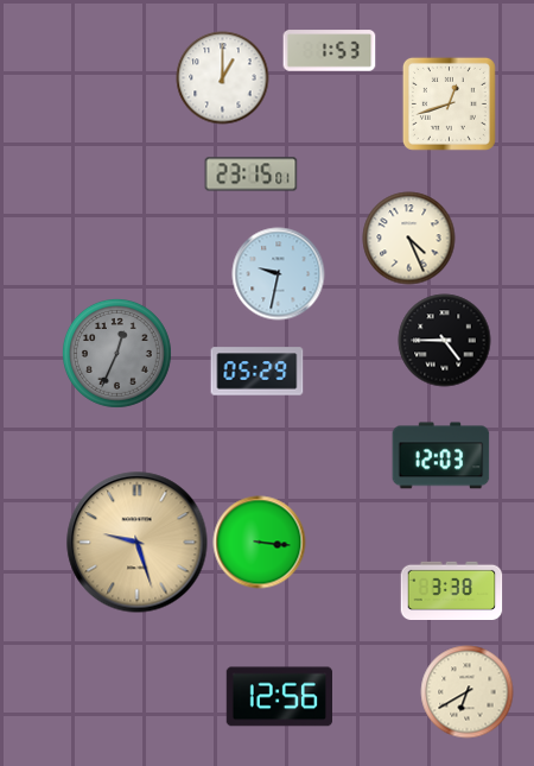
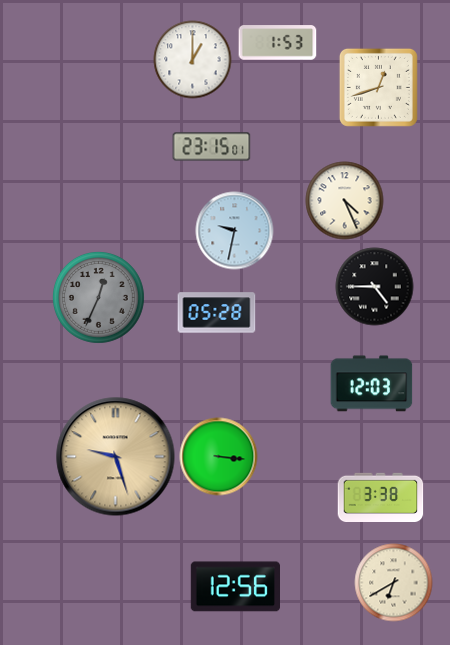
clock at (222, 77) position: (222, 77) -> (192, 59)
clock at (256, 372): 05:29 -> 05:28
